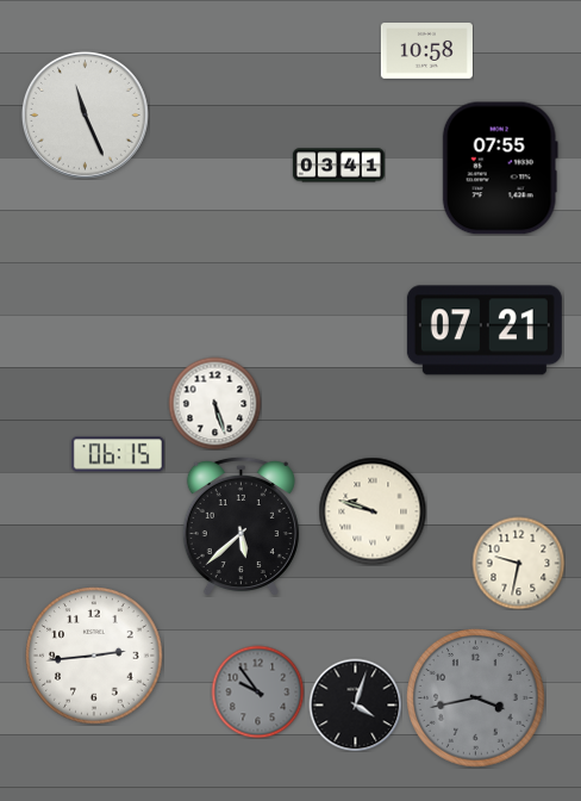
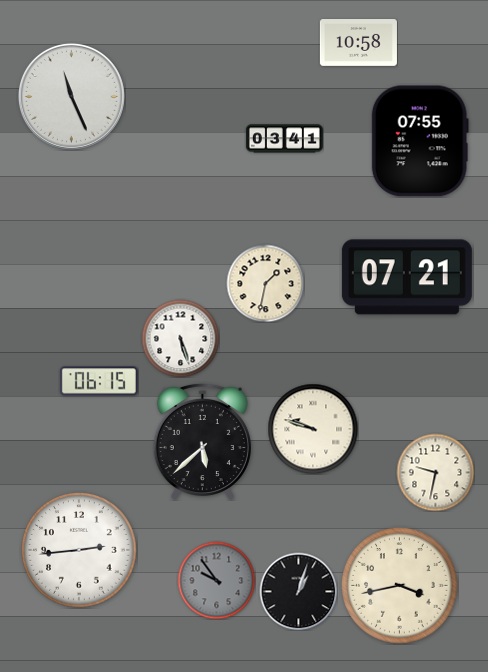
clock at (265, 283): none -> 1:32
clock at (476, 698) dial: grey -> cream
clock at (355, 704): 4:03 -> 1:03
